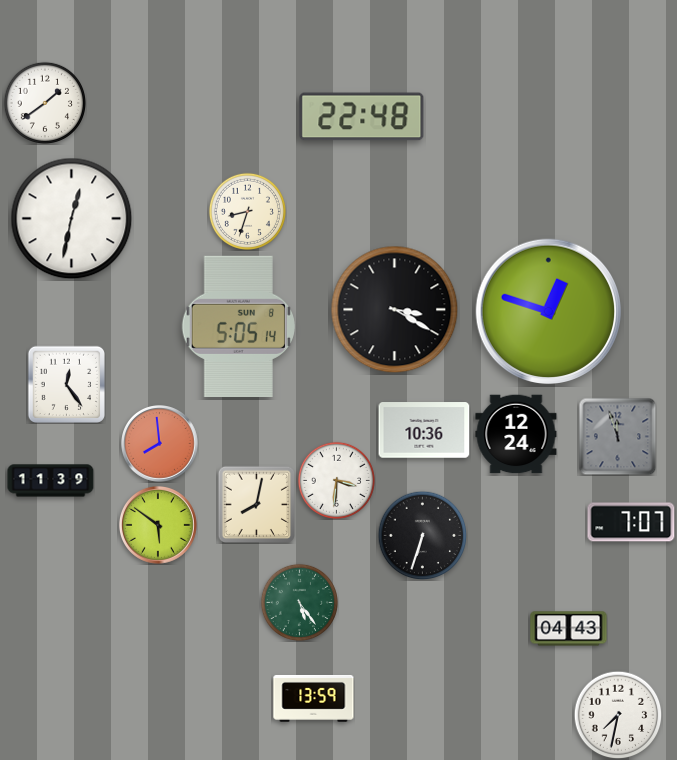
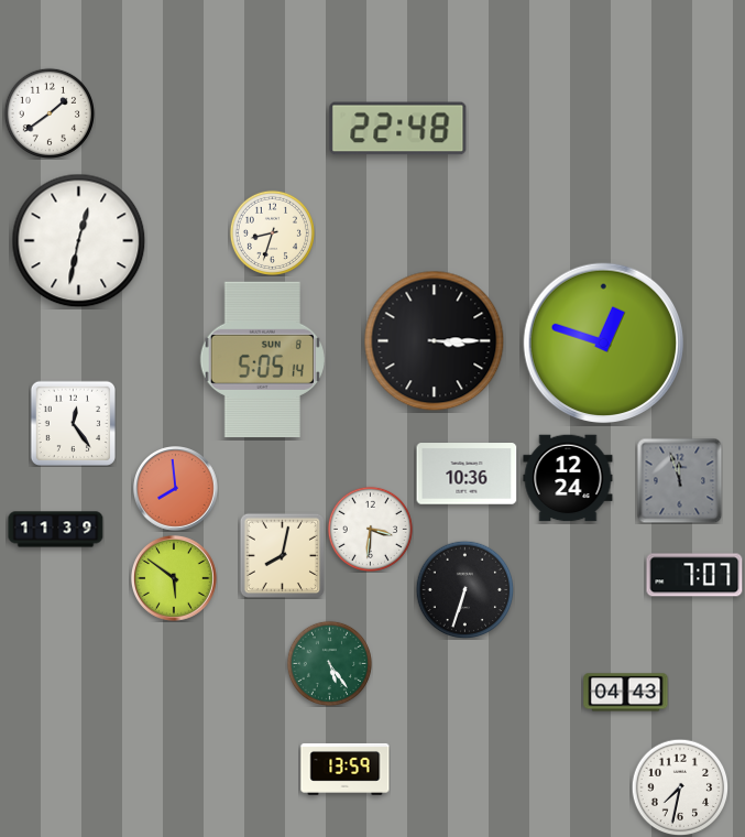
clock at (395, 310): 3:20 -> 3:15
